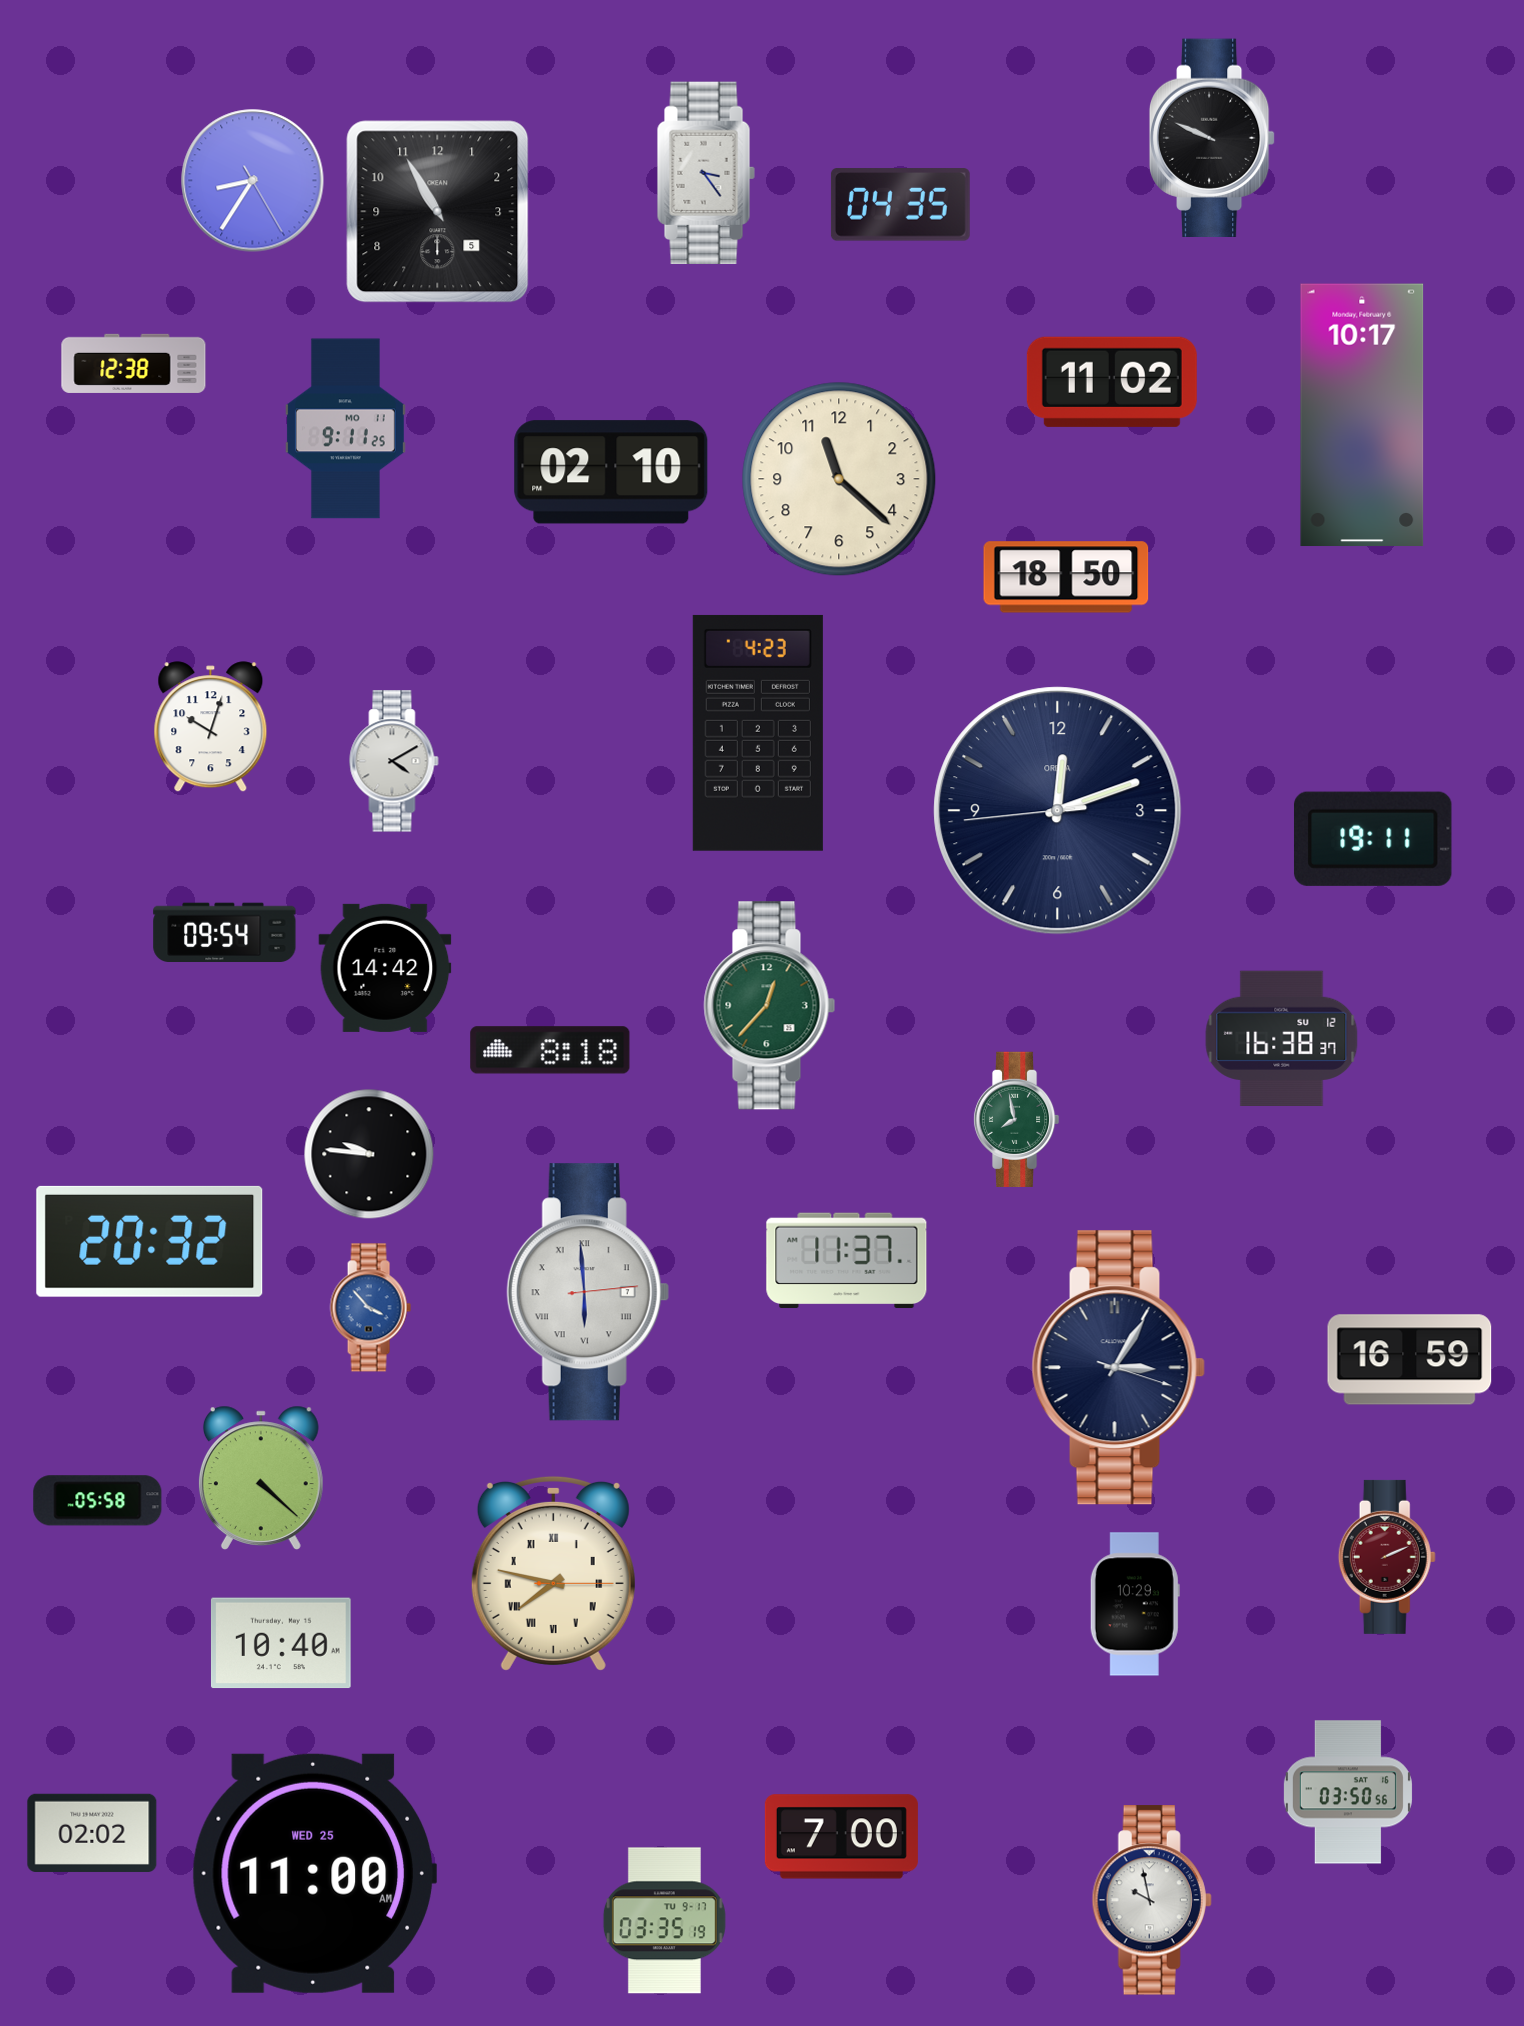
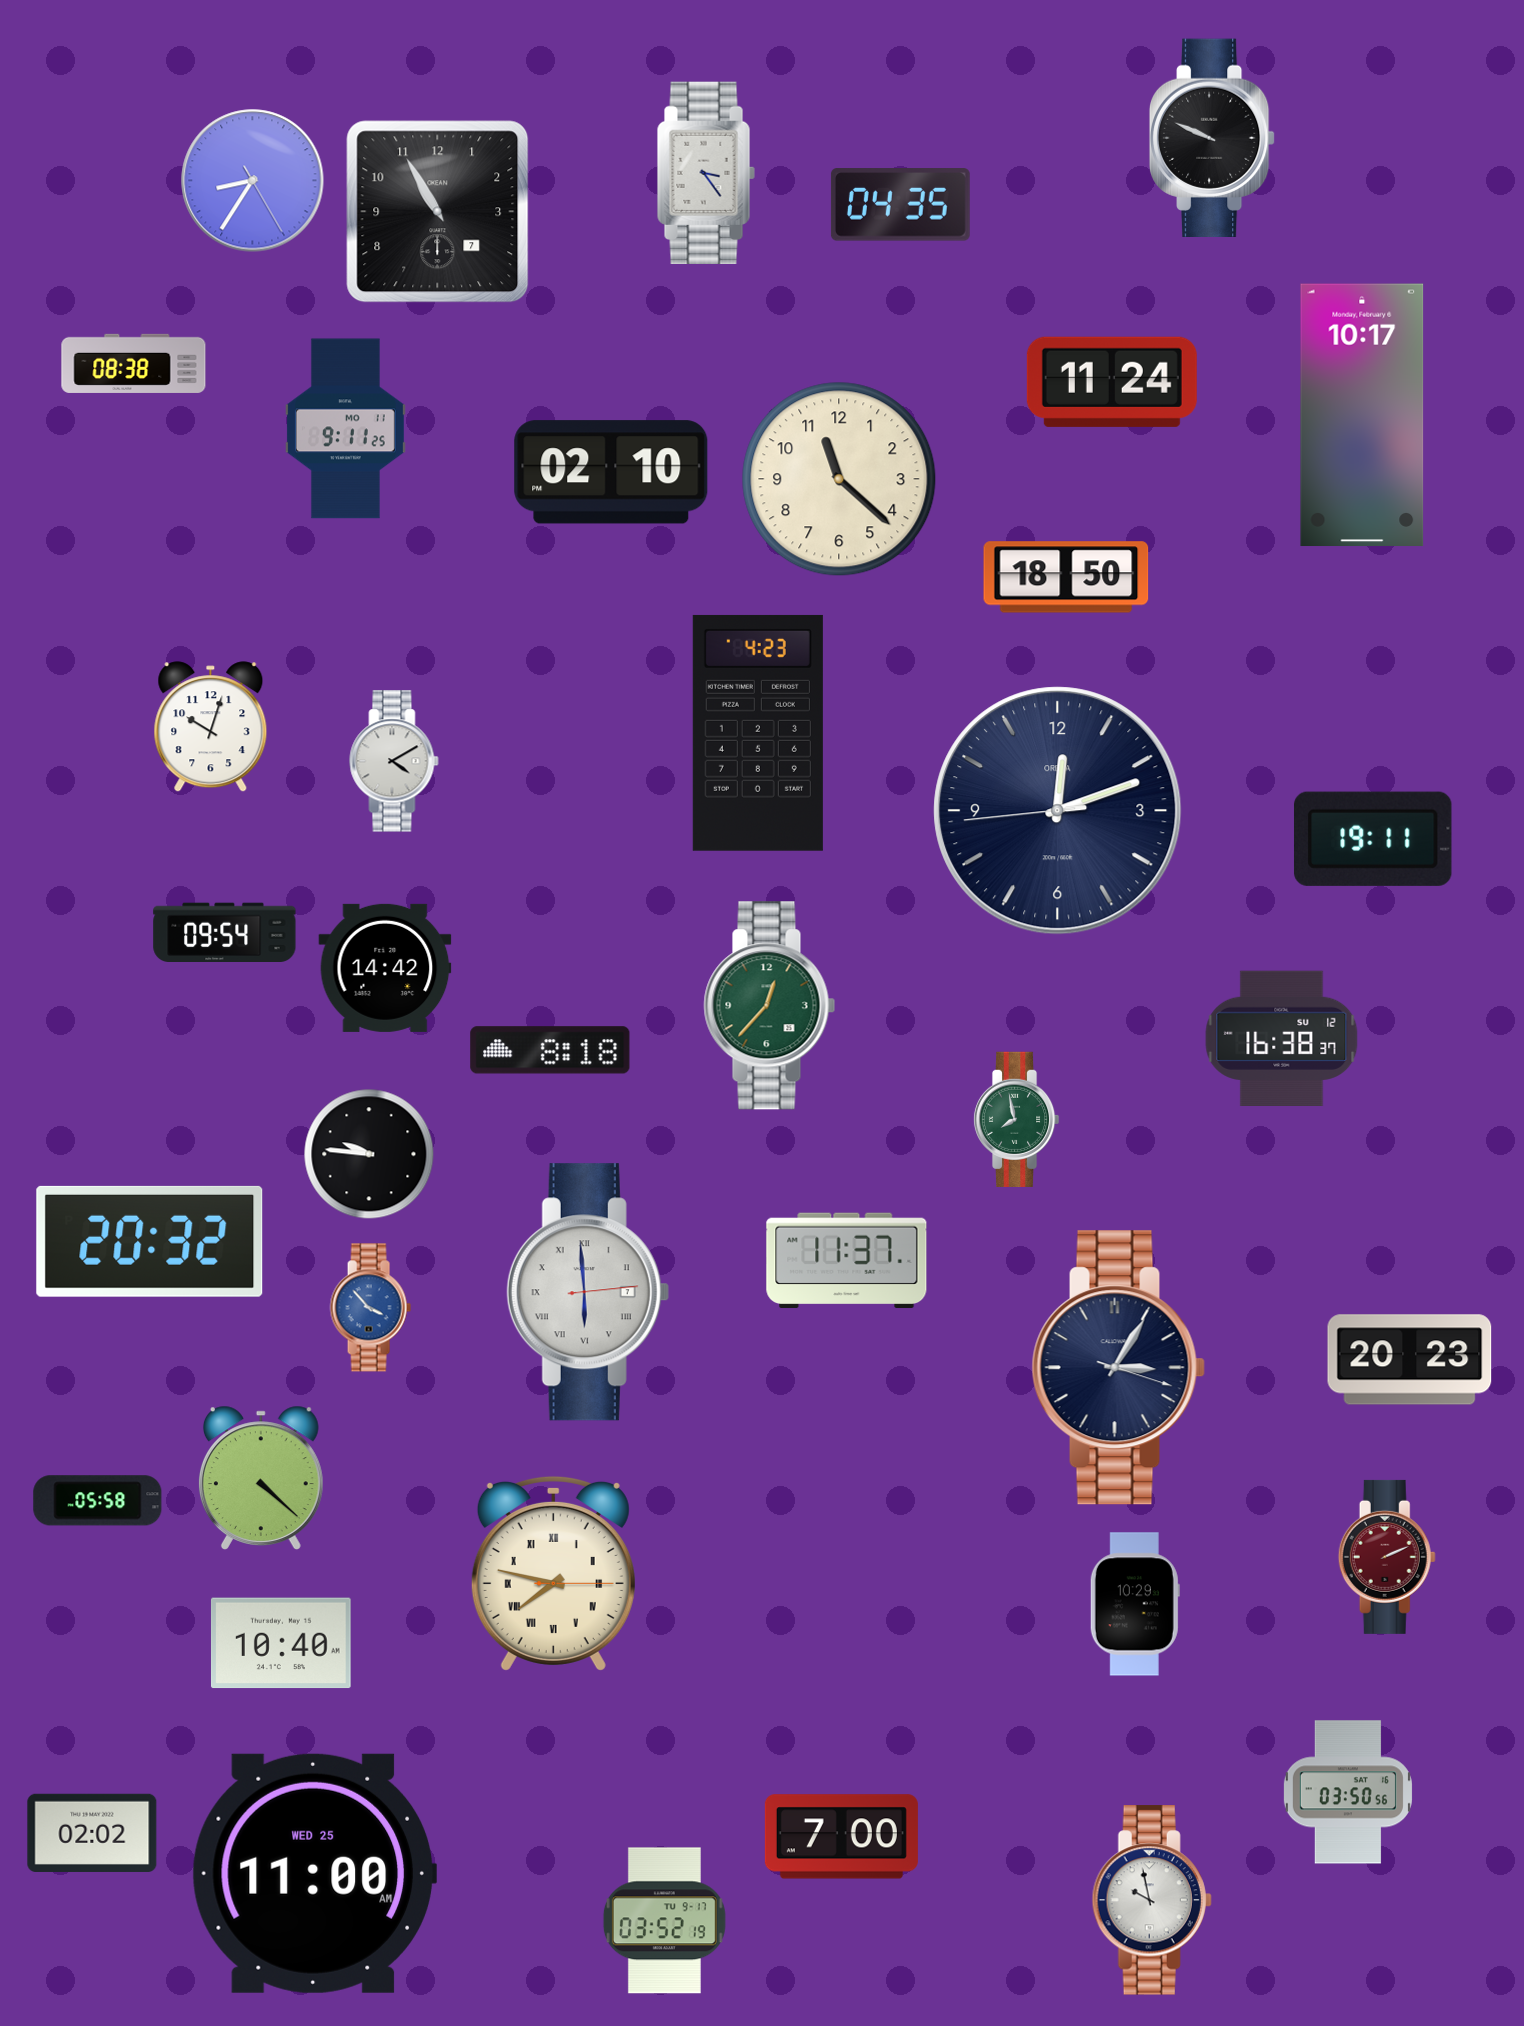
clock at (438, 212) date: 5 -> 7
clock at (134, 363): 12:38 -> 08:38
clock at (1112, 382): 11:02 -> 11:24
clock at (1410, 1360): 16:59 -> 20:23
clock at (664, 1921): 03:35 -> 03:52
